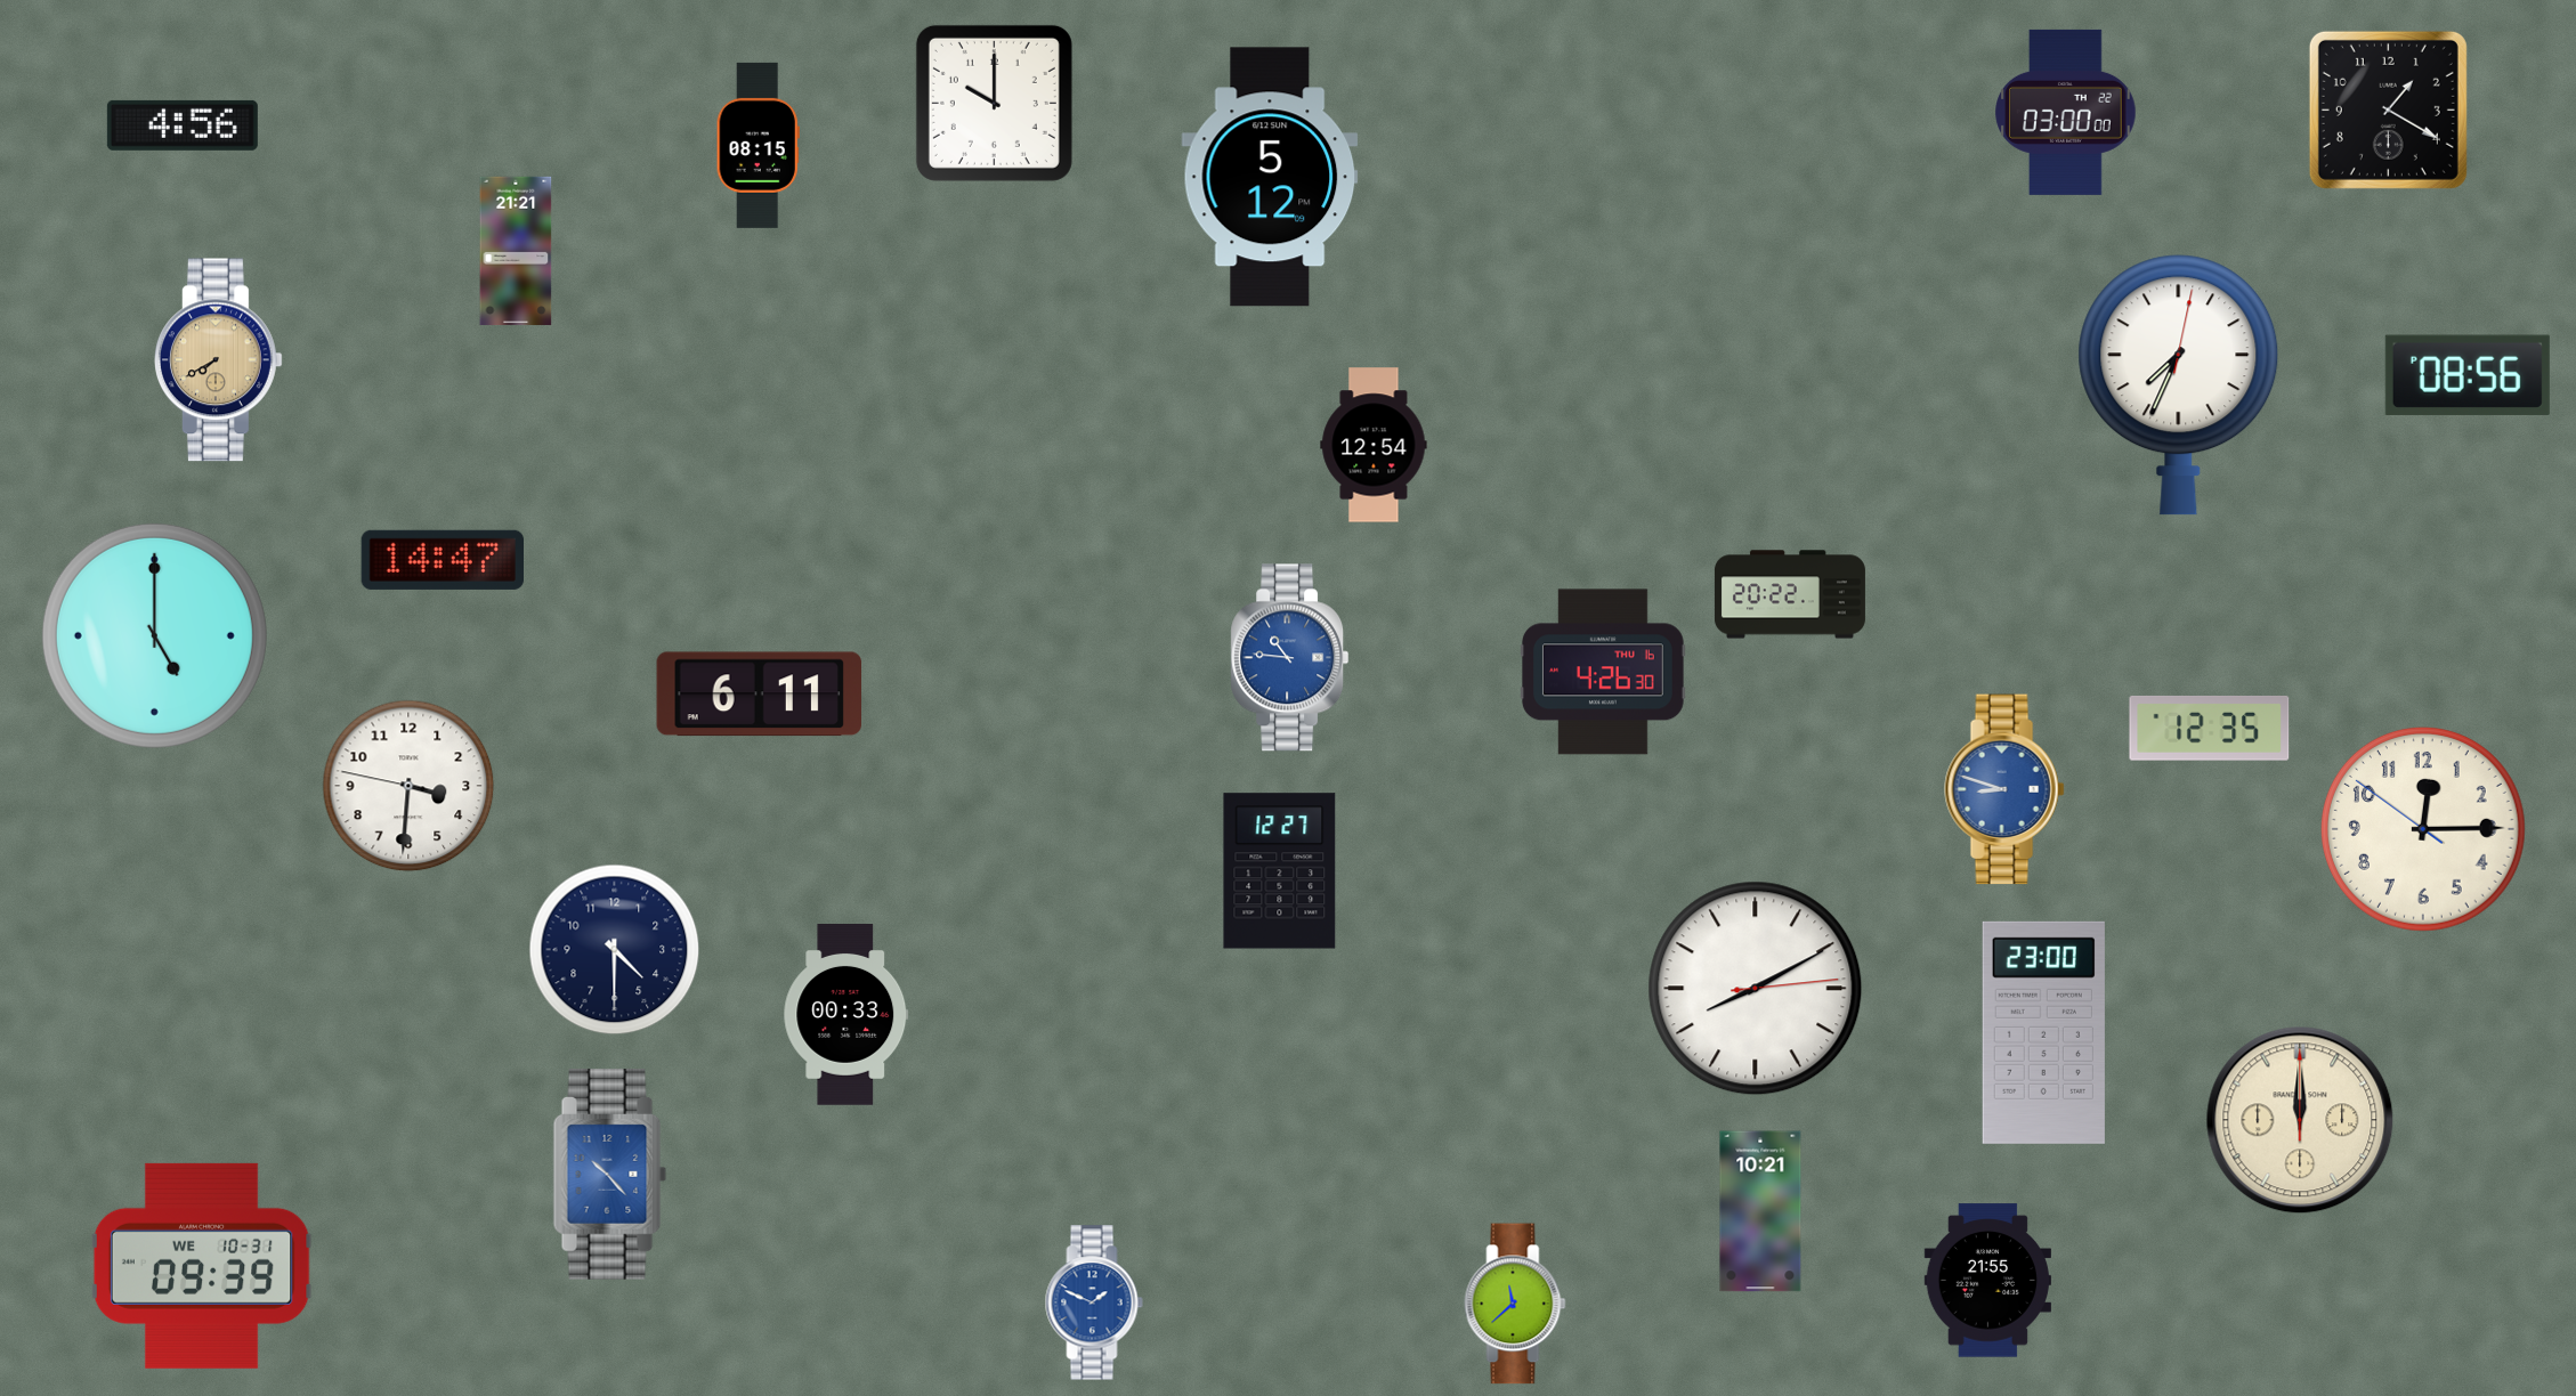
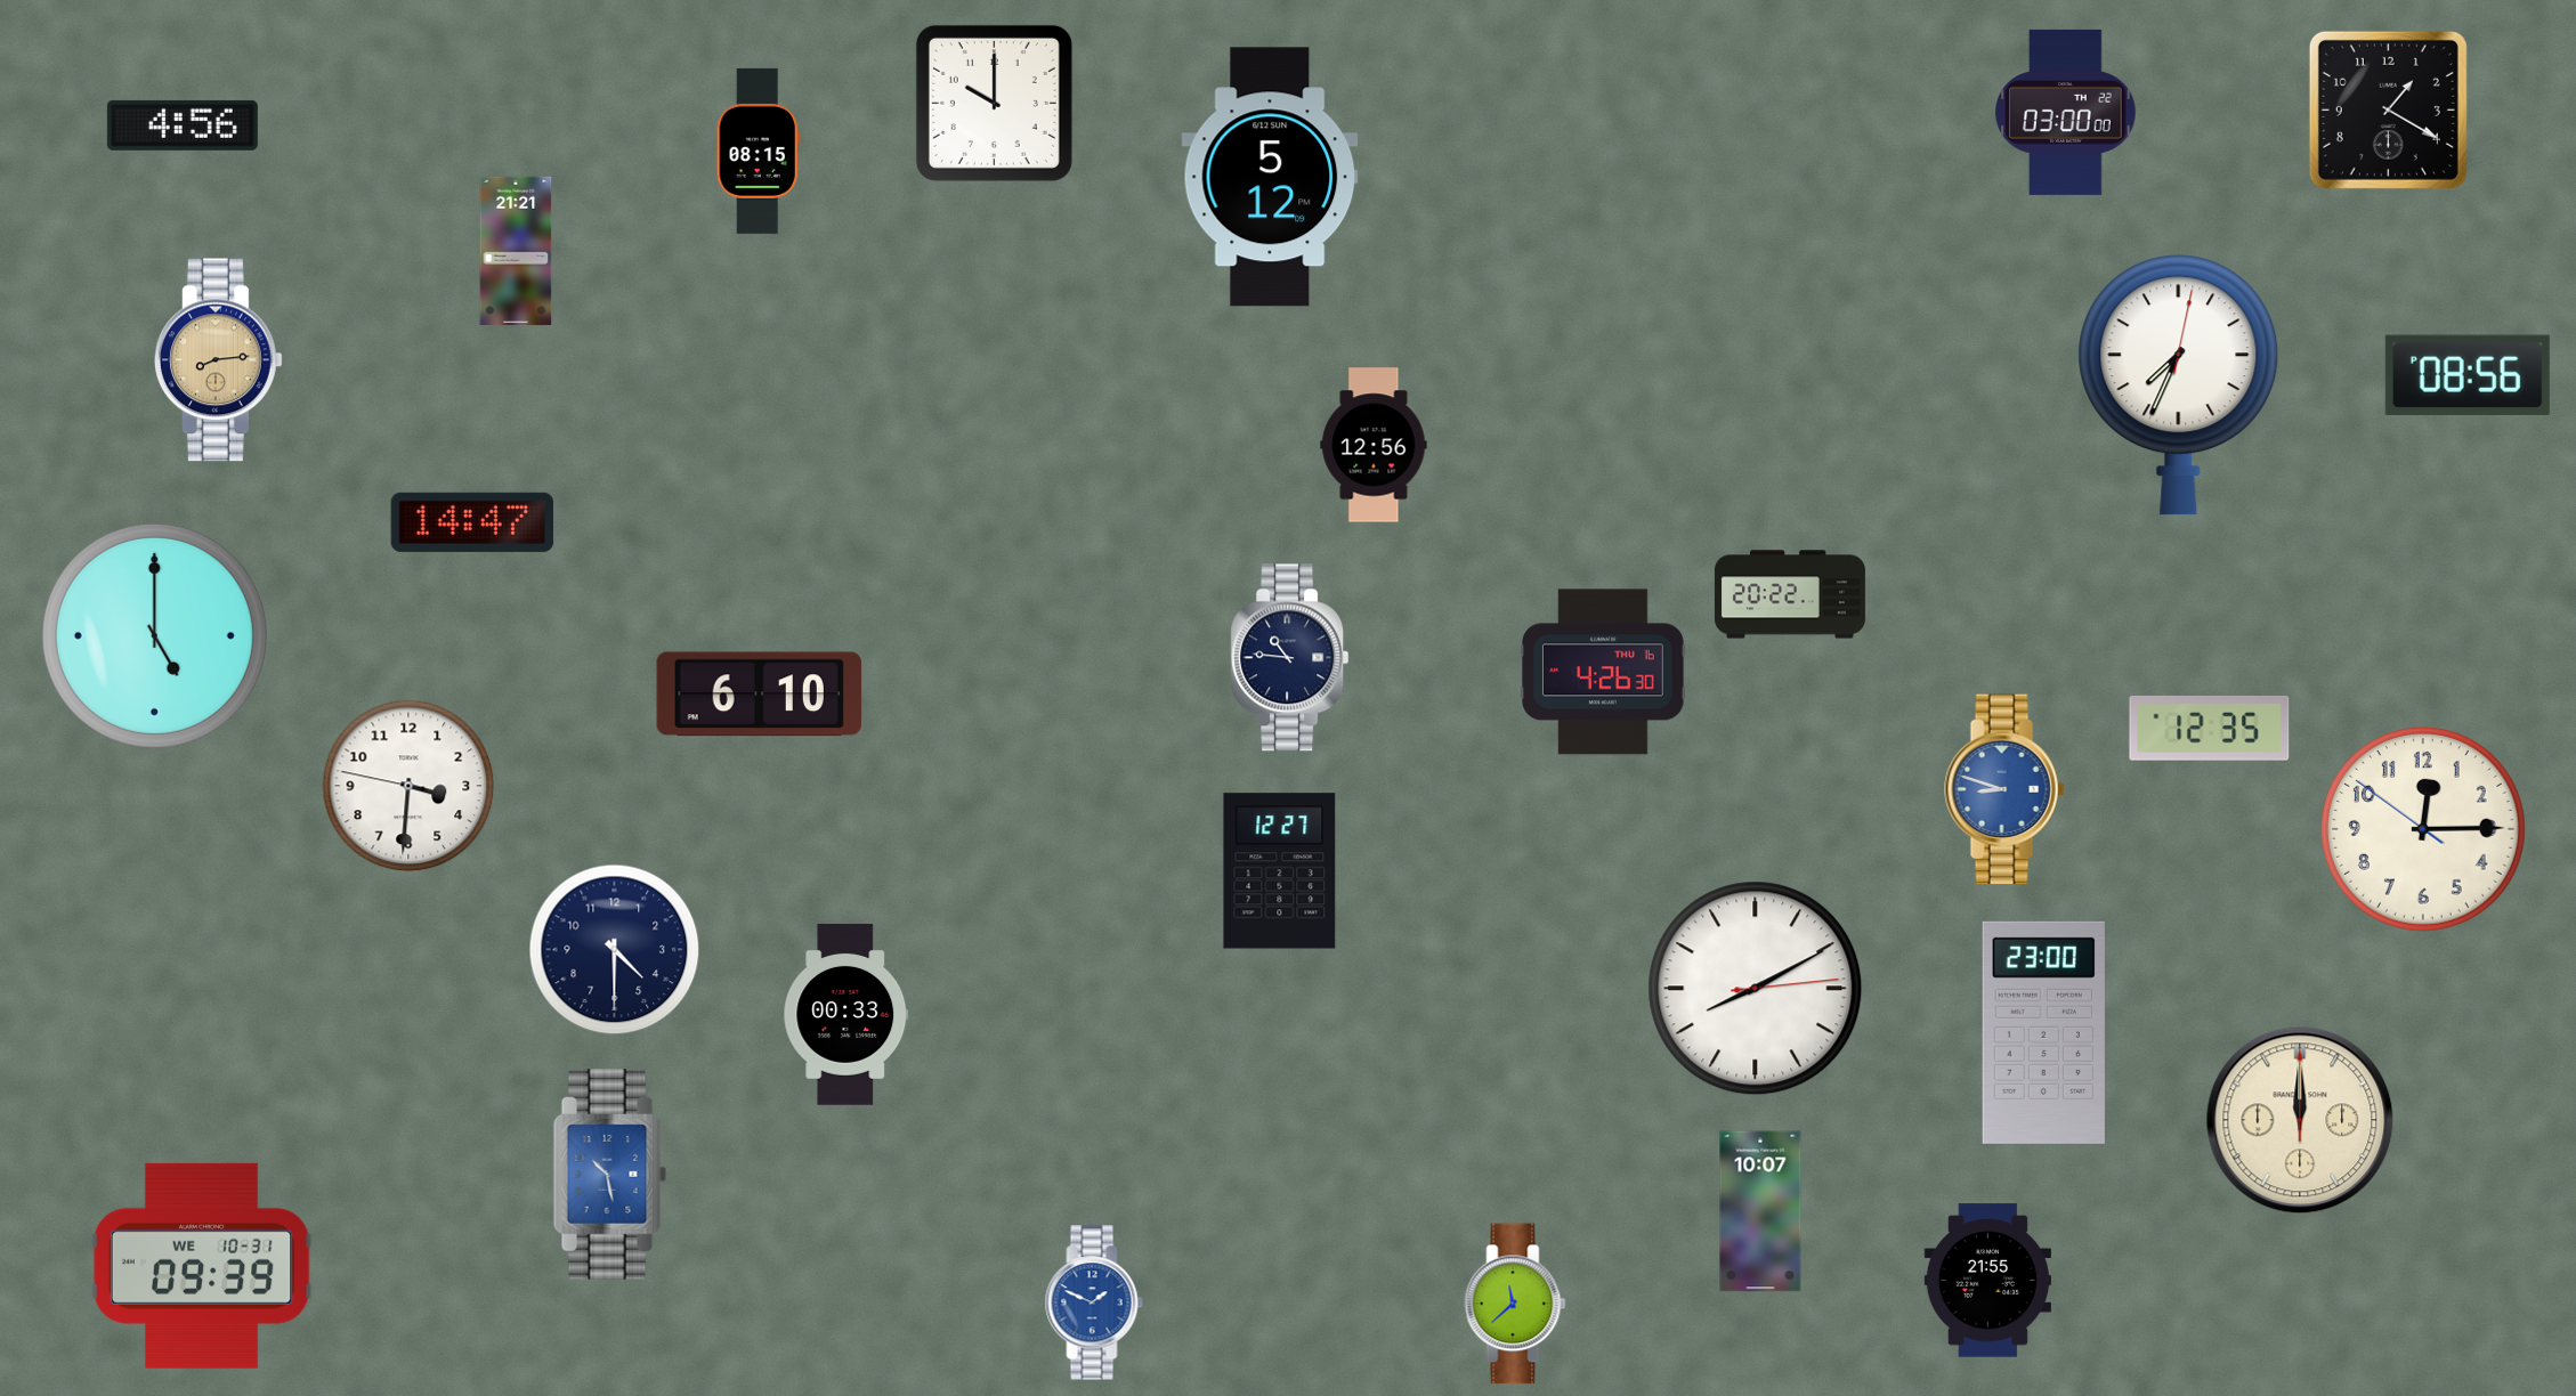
clock at (758, 145) position: (758, 145) -> (758, 151)
clock at (219, 360): 7:40 -> 8:14
clock at (1374, 445): 12:54 -> 12:56
clock at (442, 560) position: (442, 560) -> (471, 522)
clock at (1290, 658) dial: blue -> navy
clock at (759, 695): 6:11 -> 6:10
clock at (610, 1175): 10:23 -> 10:28
clock at (1760, 1211): 10:21 -> 10:07
